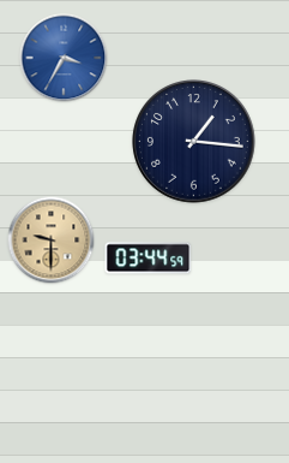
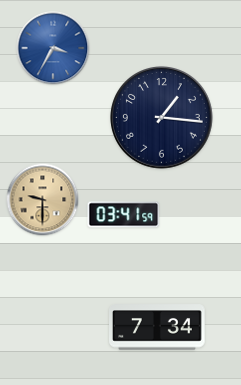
clock at (149, 259): 03:44 -> 03:41
clock at (158, 327): none -> 7:34
